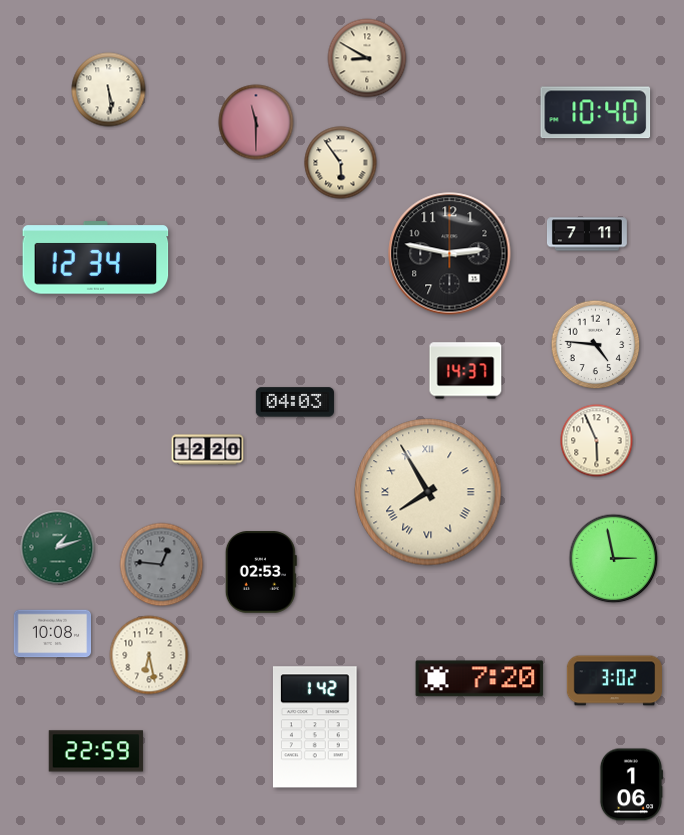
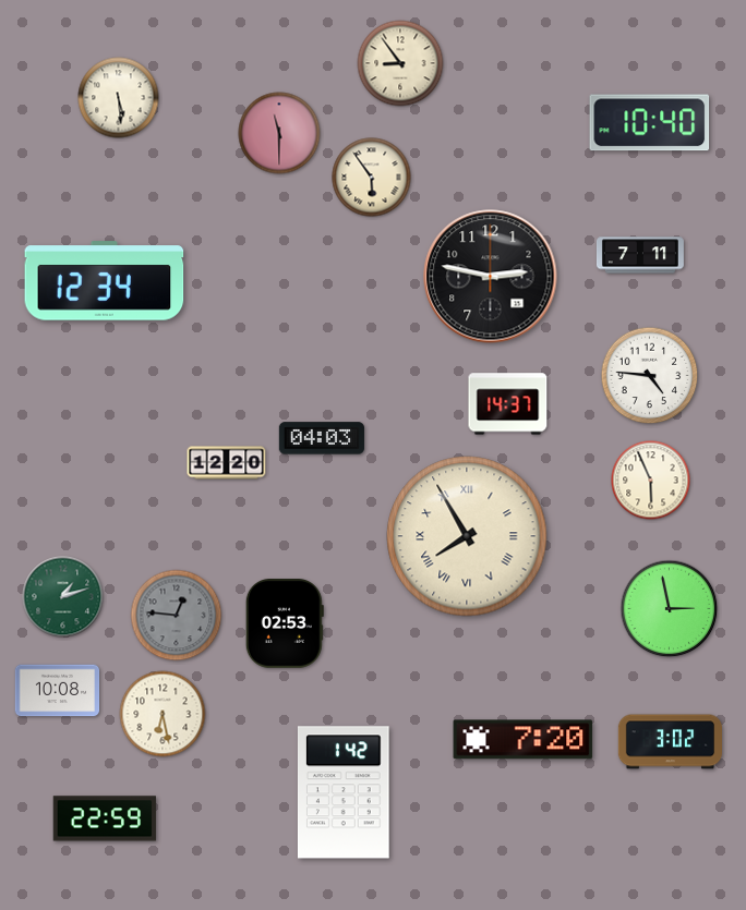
clock at (367, 58): 8:50 -> 8:54
clock at (208, 450) position: (208, 450) -> (227, 463)
clock at (630, 785): 1:06 -> none
